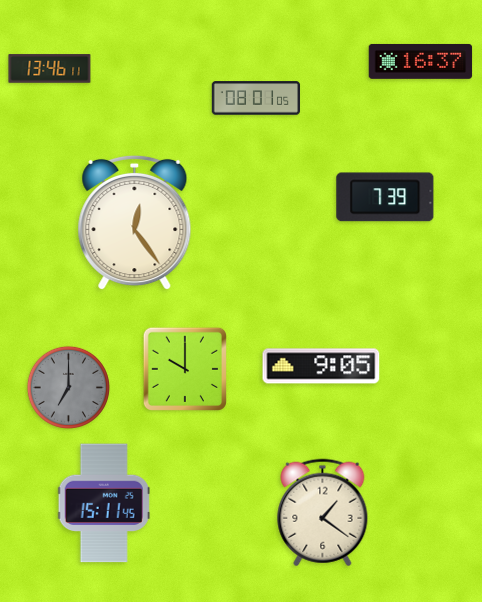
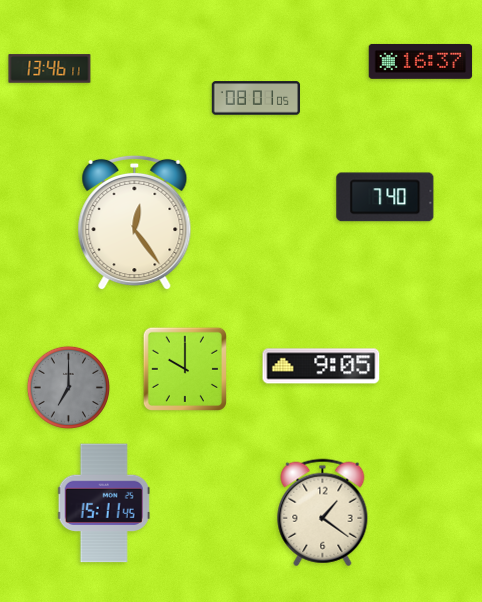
clock at (385, 197): 7:39 -> 7:40
